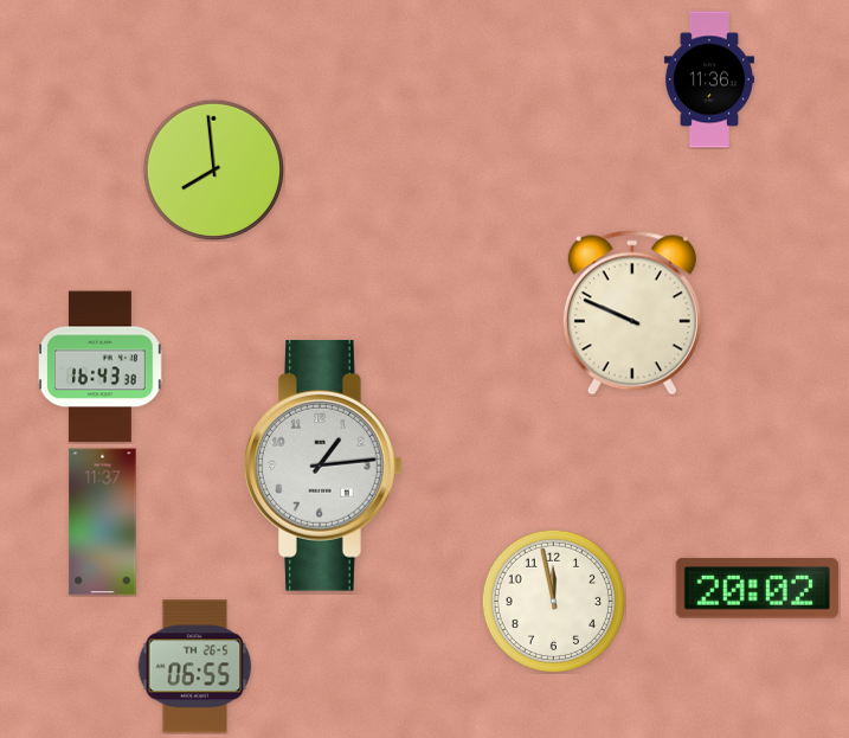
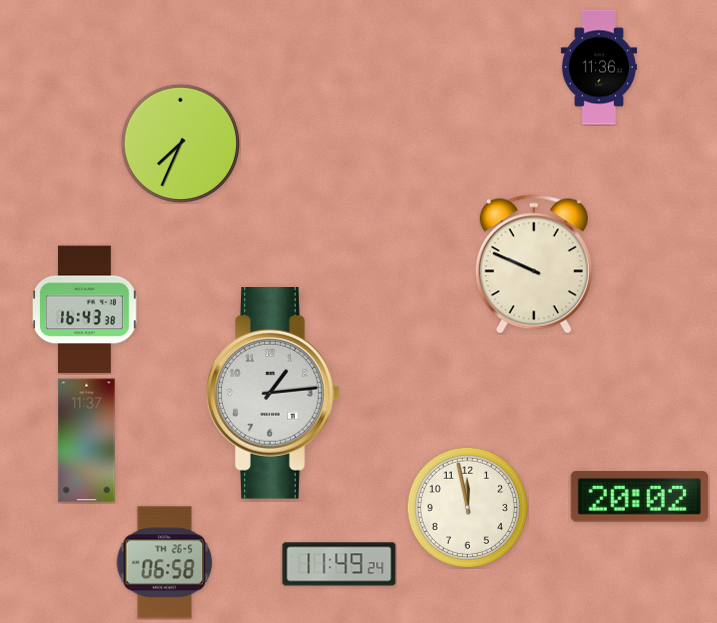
clock at (213, 169): 7:59 -> 7:34
clock at (195, 667): 06:55 -> 06:58
clock at (339, 564): none -> 11:49
